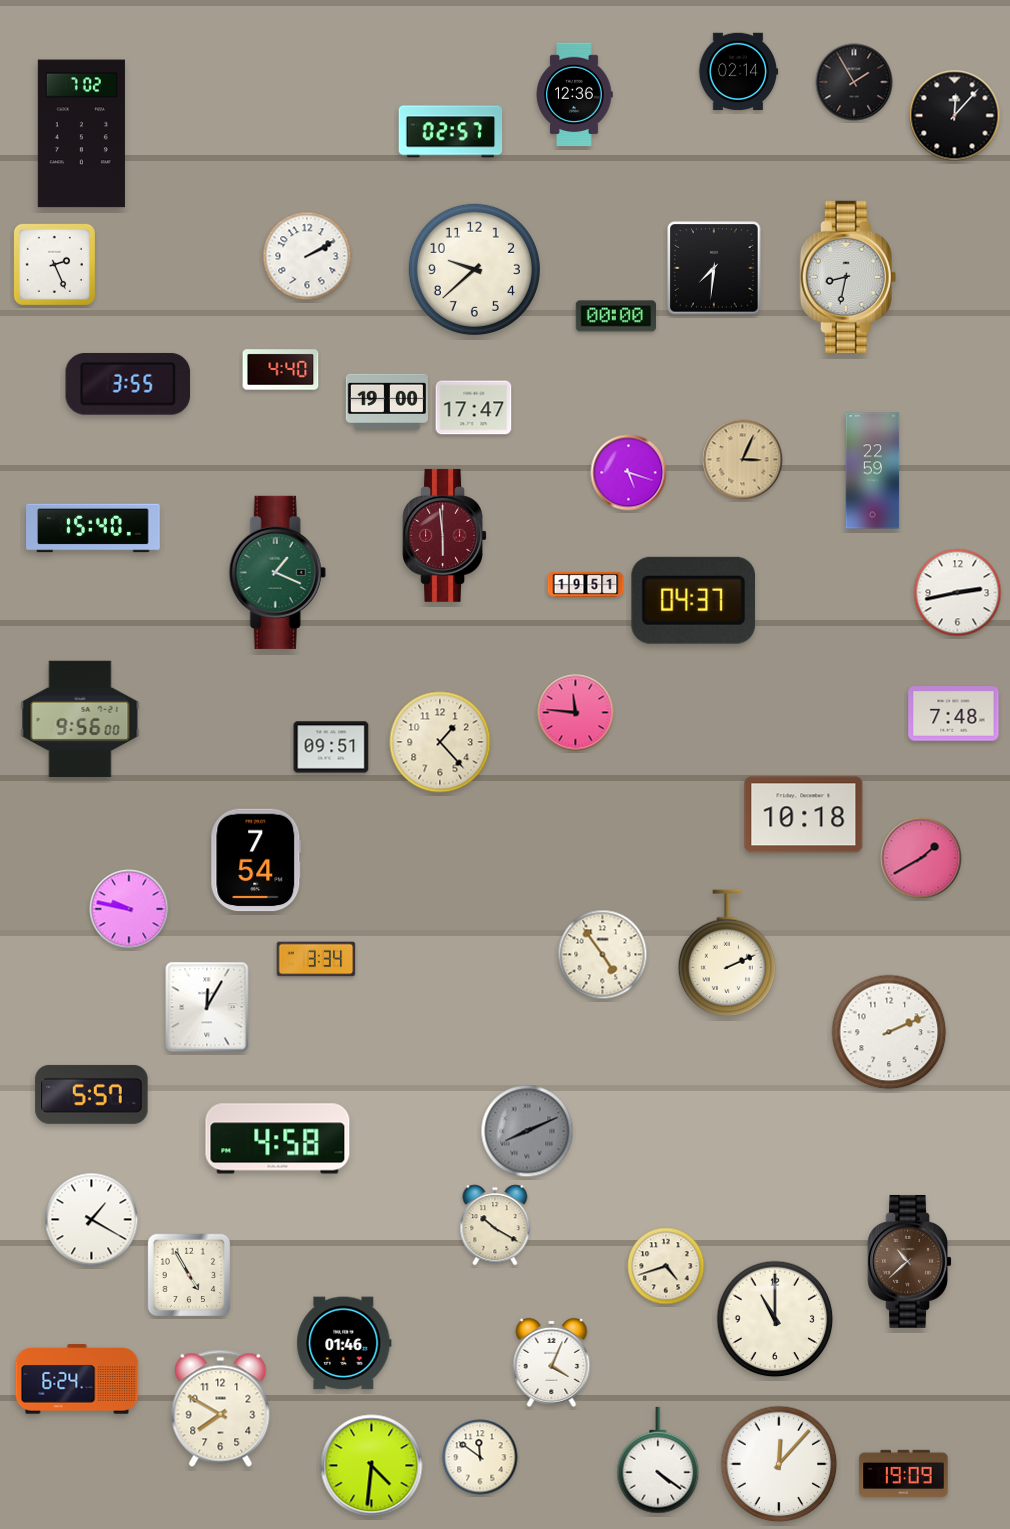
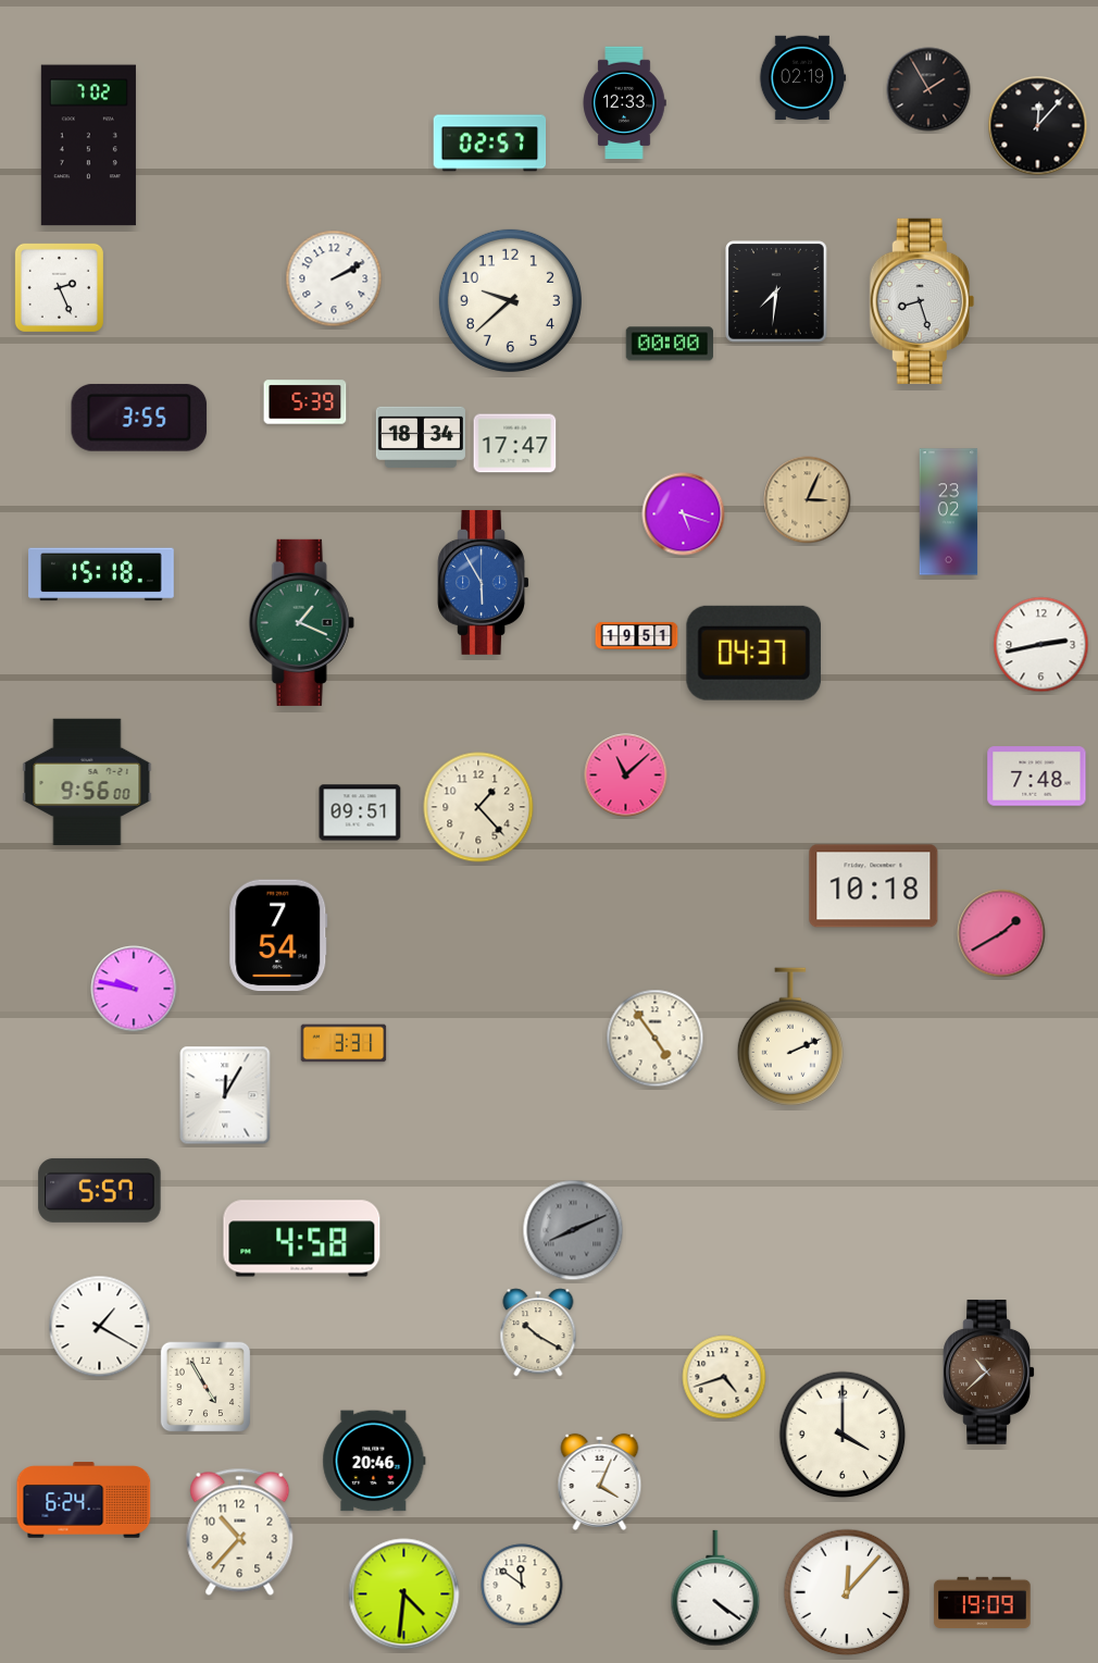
clock at (738, 72): 02:14 -> 02:19
clock at (574, 95): 12:36 -> 12:33
clock at (474, 269) position: (474, 269) -> (510, 300)
clock at (848, 277): 8:32 -> 8:27
clock at (281, 370): 4:40 -> 5:39
clock at (387, 402): 19:00 -> 18:34
clock at (873, 471): 22:59 -> 23:02
clock at (93, 528): 15:40 -> 15:18
clock at (444, 535): 5:59 -> 5:55
clock at (444, 535) dial: burgundy -> blue
clock at (576, 713): 11:46 -> 11:08
clock at (129, 909) position: (129, 909) -> (134, 989)
clock at (316, 959): 3:34 -> 3:31
clock at (889, 1032): 2:11 -> none
clock at (775, 1319): 11:00 -> 4:00
clock at (344, 1343): 01:46 -> 20:46
clock at (221, 1408): 7:50 -> 10:37
